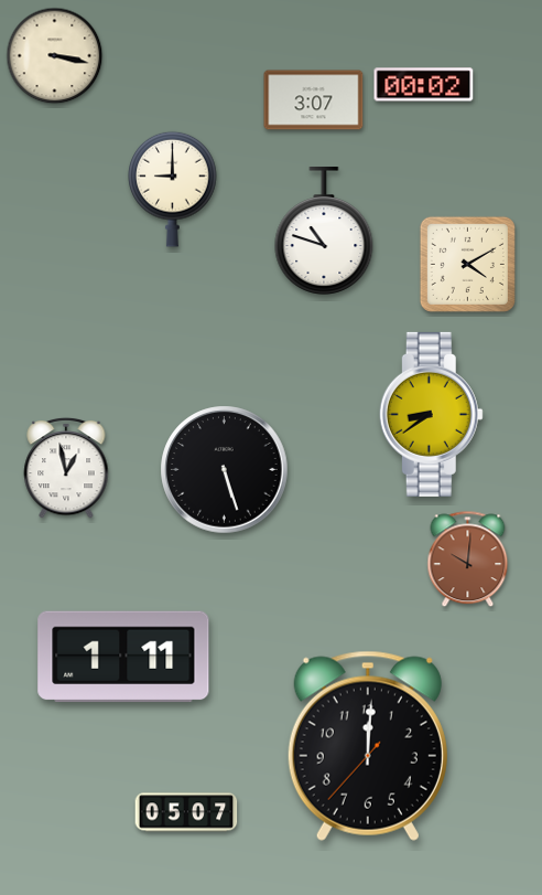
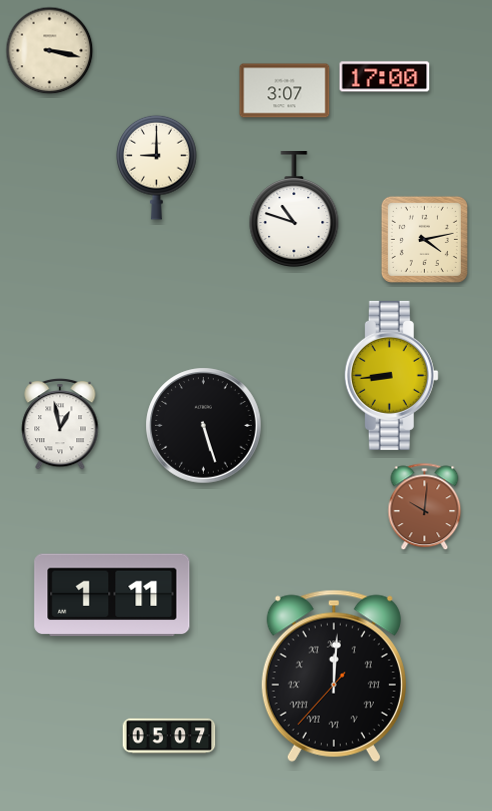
clock at (424, 85): 00:02 -> 17:00
clock at (173, 189) position: (173, 189) -> (157, 167)
clock at (467, 264): 4:10 -> 4:13
clock at (431, 414): 8:39 -> 8:44
clock at (368, 746) numerals: Arabic -> Roman
